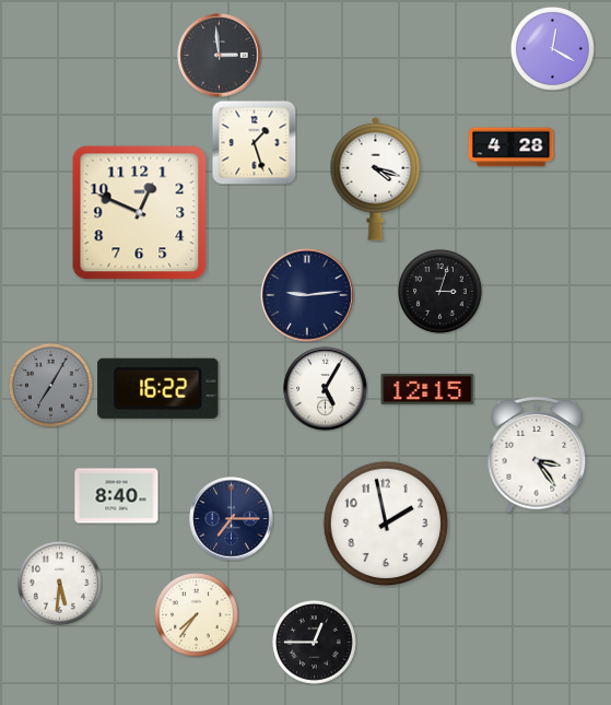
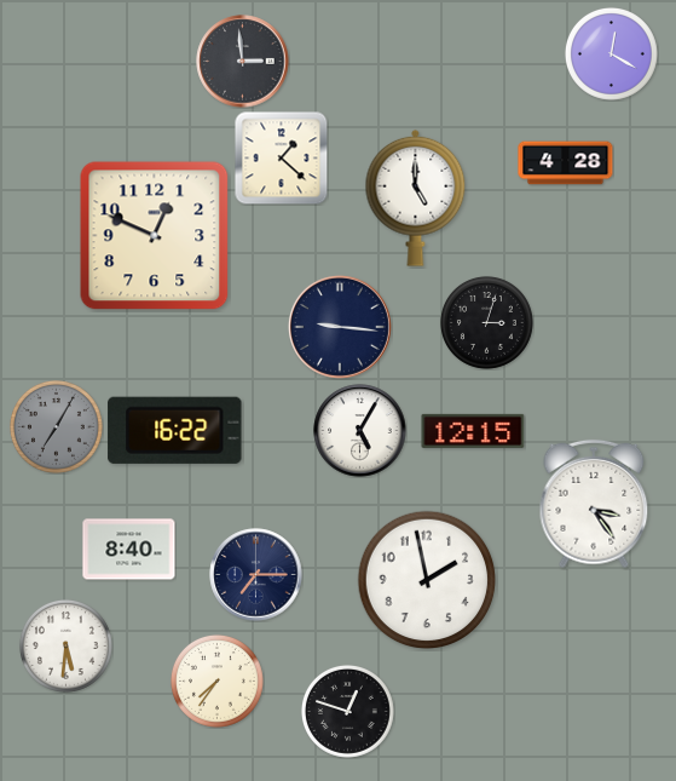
clock at (254, 142): 1:27 -> 1:22
clock at (376, 178): 4:18 -> 5:00
clock at (307, 295): 9:14 -> 9:16
clock at (314, 642): 12:45 -> 12:48
